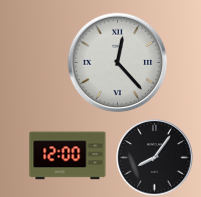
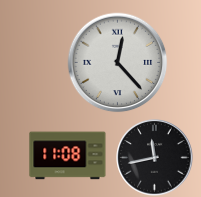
clock at (68, 156): 12:00 -> 11:08
clock at (155, 158): 8:06 -> 11:43
